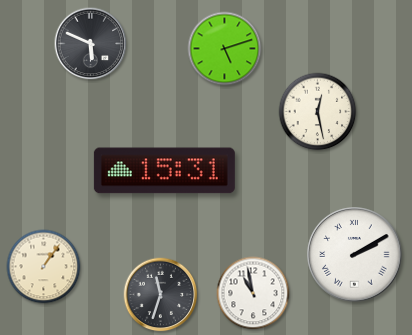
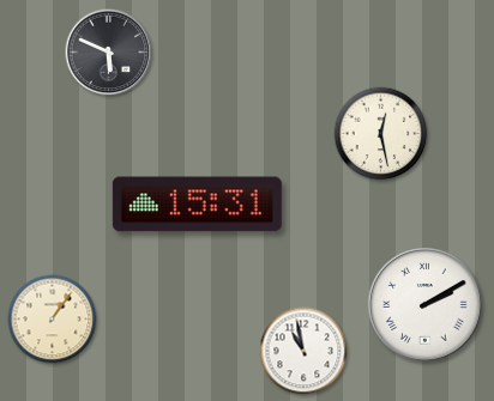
clock at (225, 49): 5:12 -> none
clock at (161, 295): 11:33 -> none
